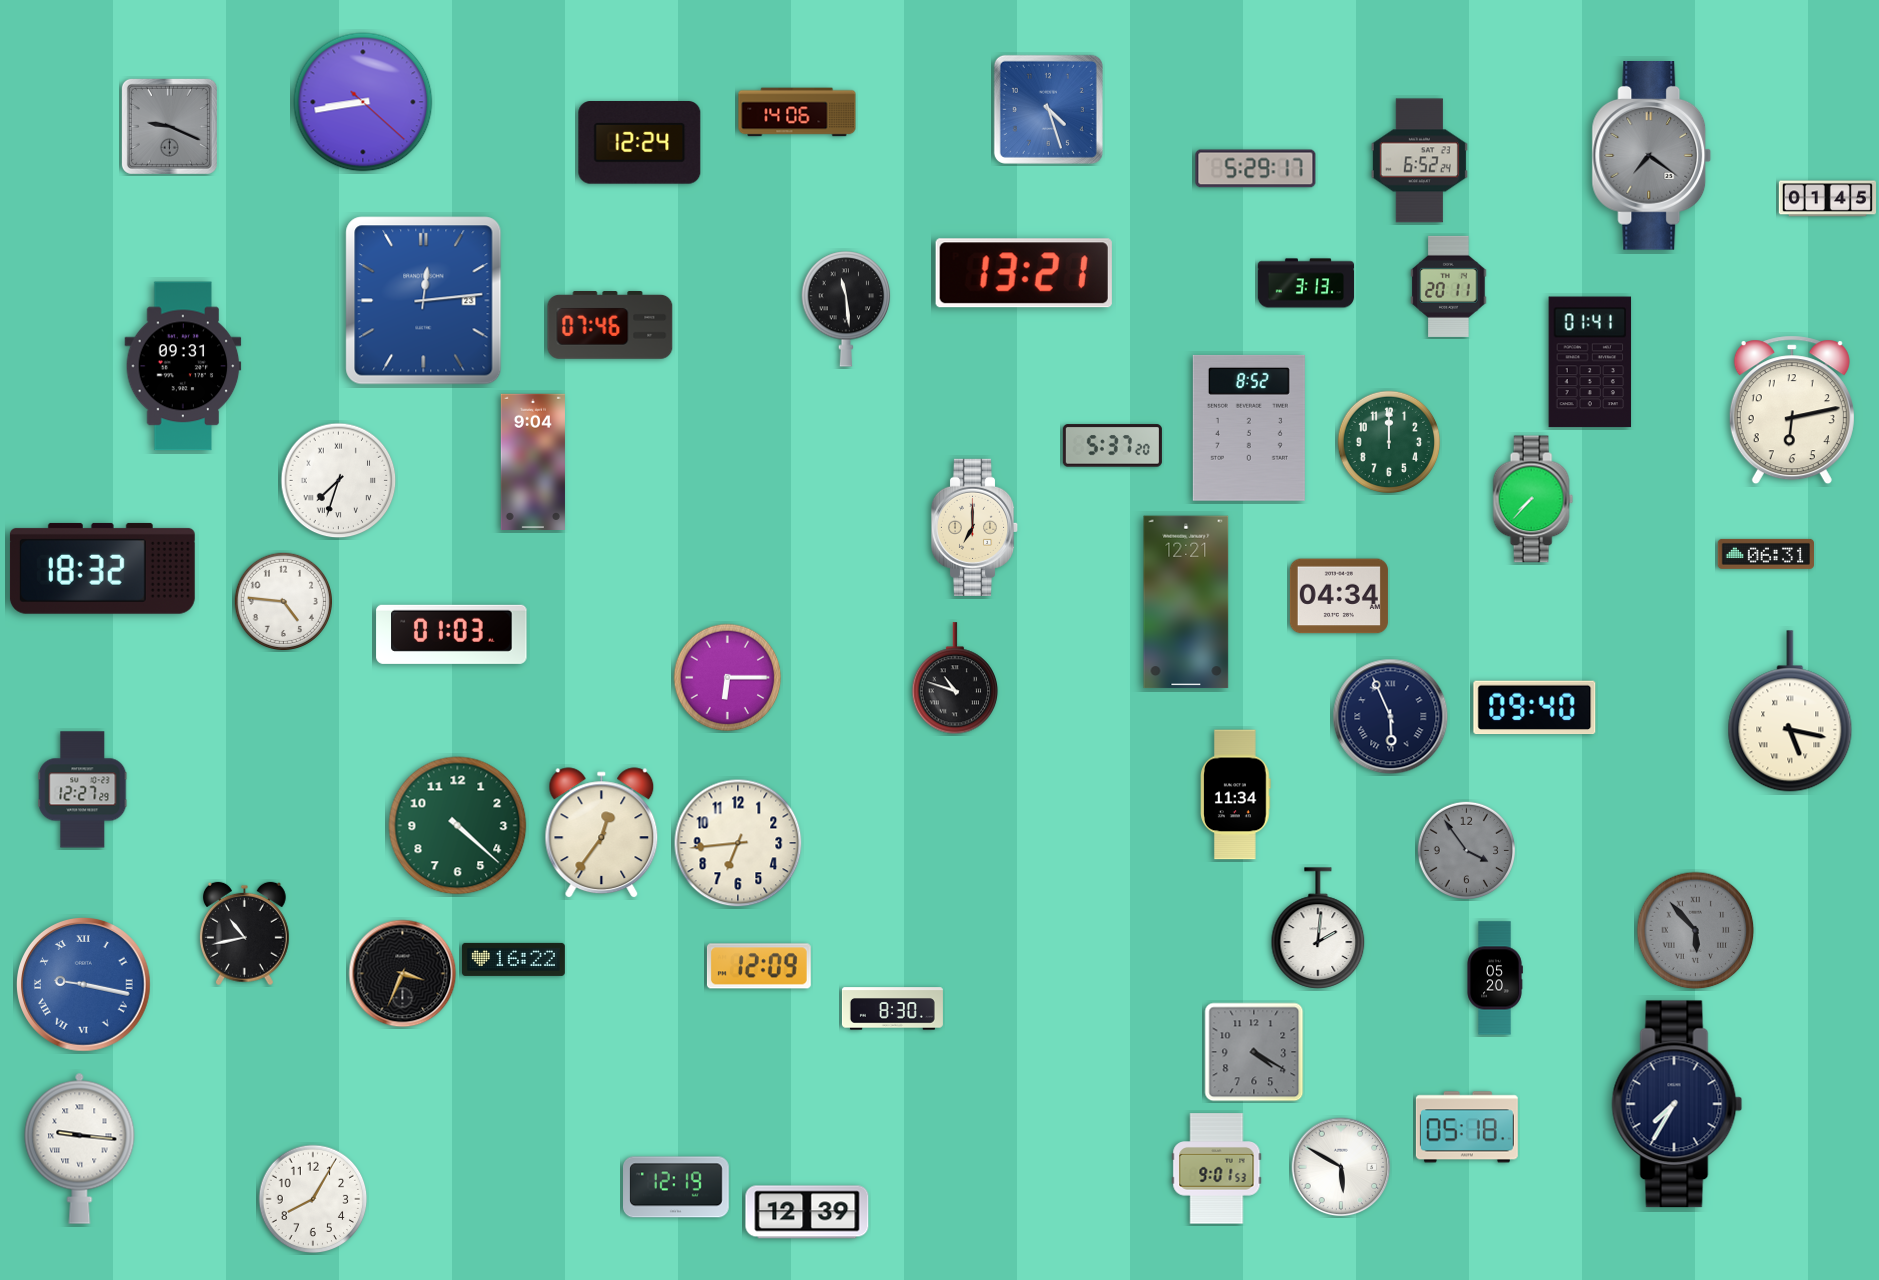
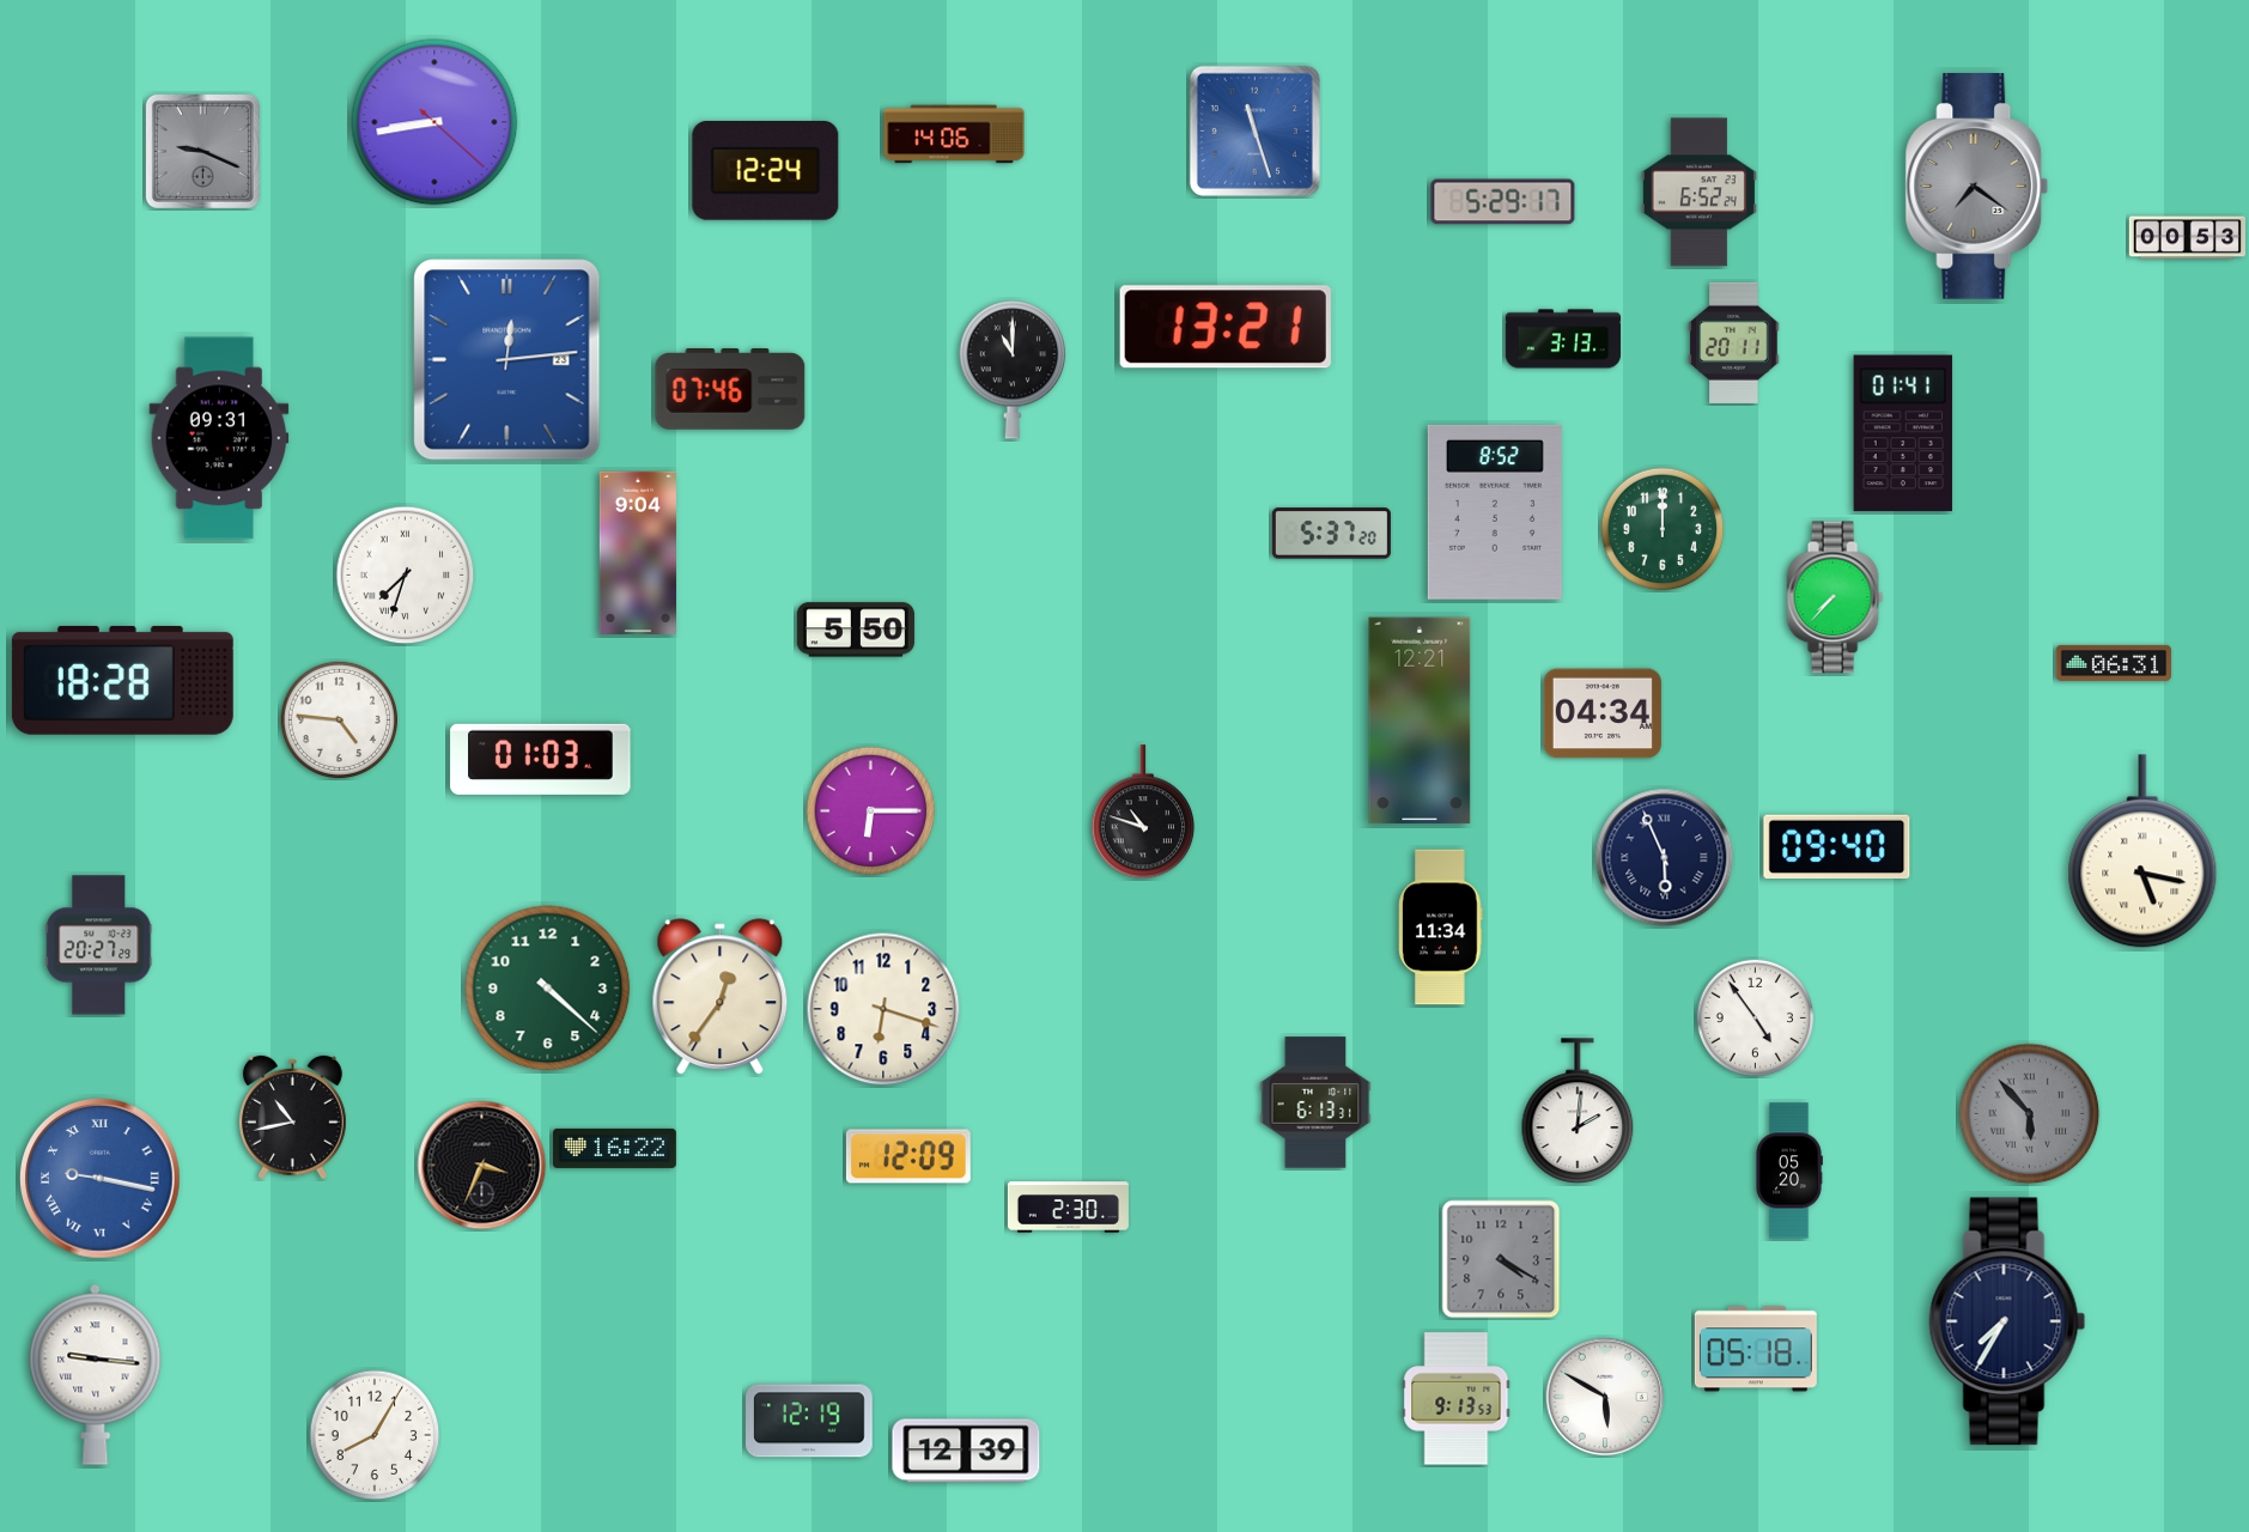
clock at (1048, 109): 4:27 -> 11:27
clock at (1827, 199): 01:45 -> 00:53
clock at (846, 309): 11:29 -> 11:00
clock at (1792, 410): 6:13 -> none
clock at (856, 630): none -> 5:50
clock at (975, 527): 7:00 -> none
clock at (102, 568): 18:32 -> 18:28
clock at (83, 790): 12:27 -> 20:27
clock at (1236, 795) position: (1236, 795) -> (1441, 928)
clock at (738, 843): 6:44 -> 6:18
clock at (1466, 850): 3:54 -> 4:54
clock at (1466, 850) dial: grey -> white
clock at (1315, 1102): none -> 6:13
clock at (892, 1009): 8:30 -> 2:30
clock at (1217, 1169): 9:01 -> 9:13
